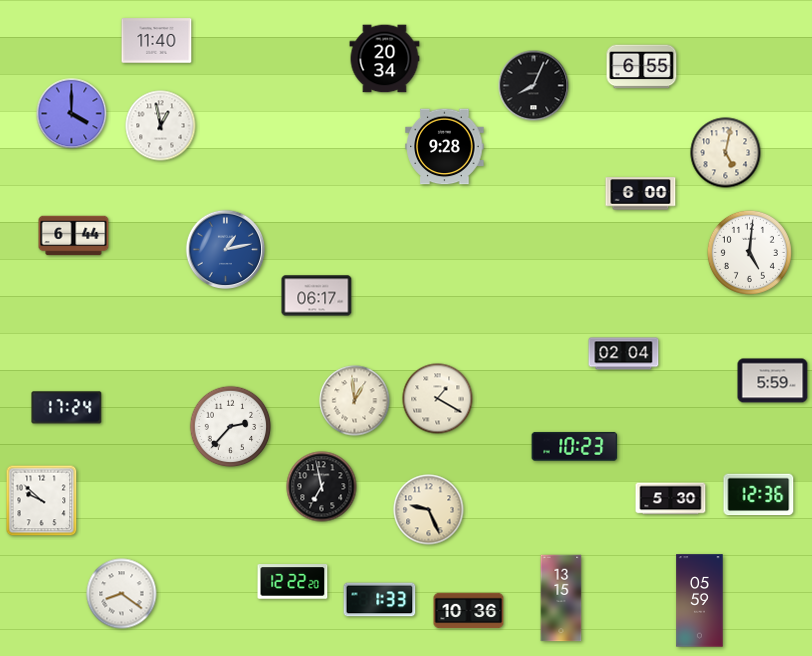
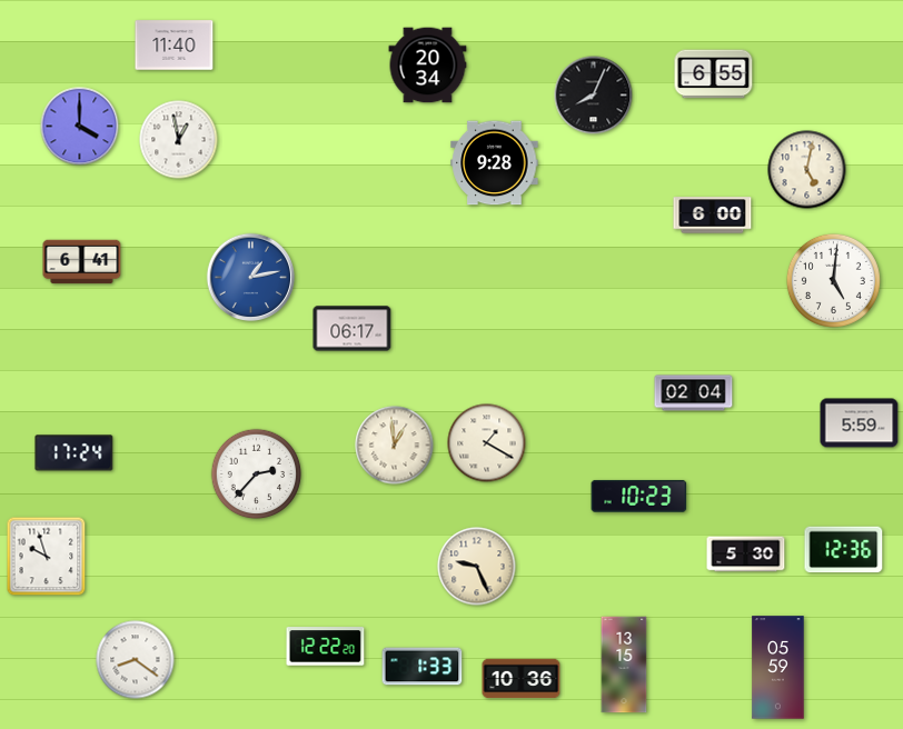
clock at (74, 236): 6:44 -> 6:41
clock at (322, 487): 6:58 -> none
clock at (42, 501): 9:52 -> 9:57
